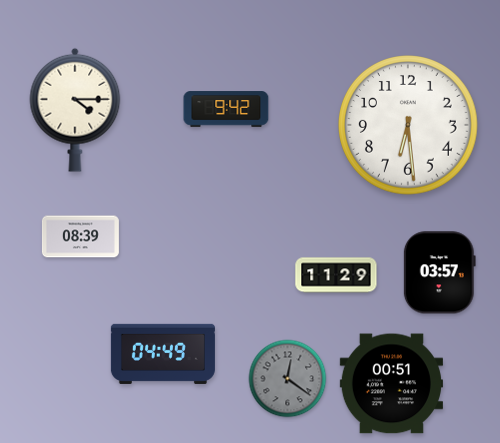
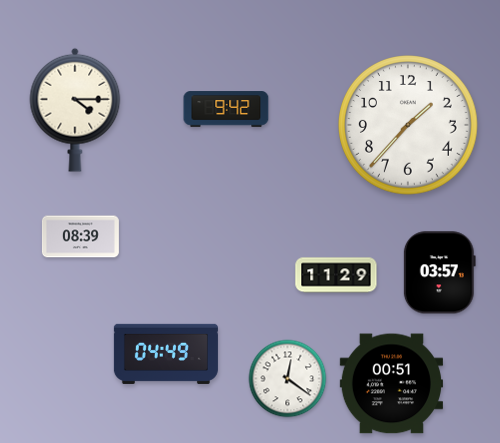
clock at (408, 125): 6:29 -> 1:37
clock at (163, 354) position: (163, 354) -> (166, 354)
clock at (288, 379) dial: grey -> white
